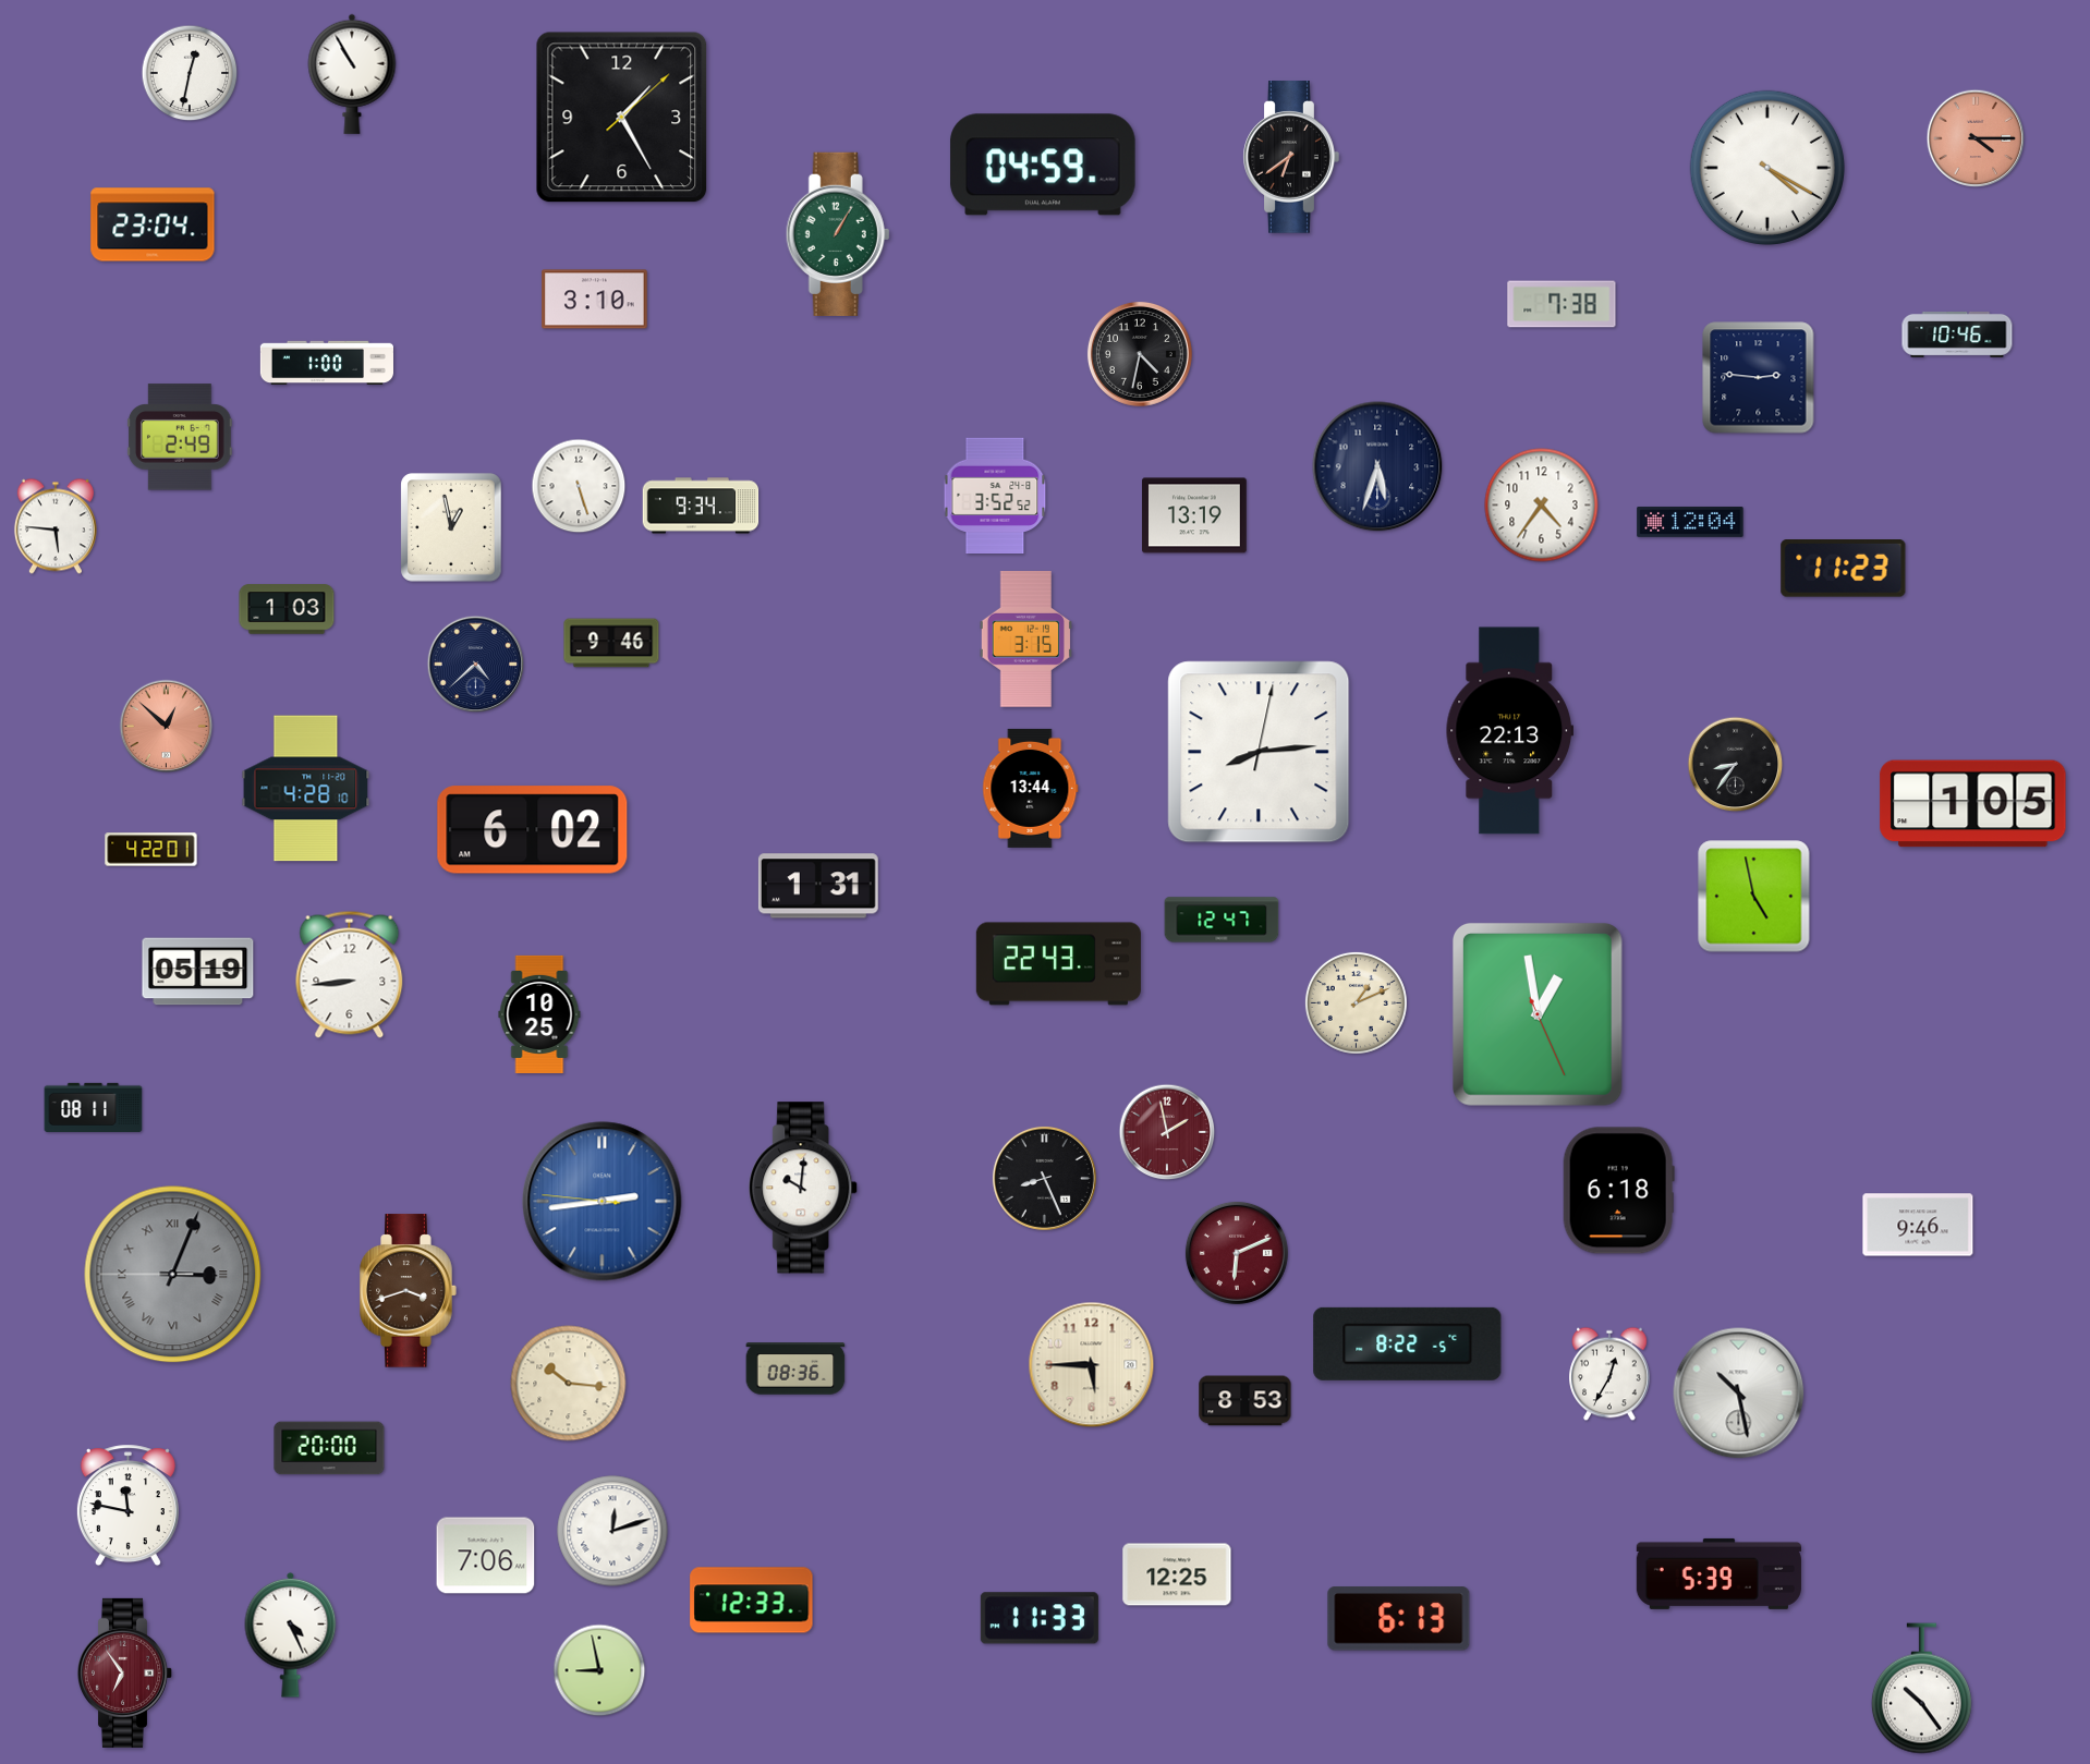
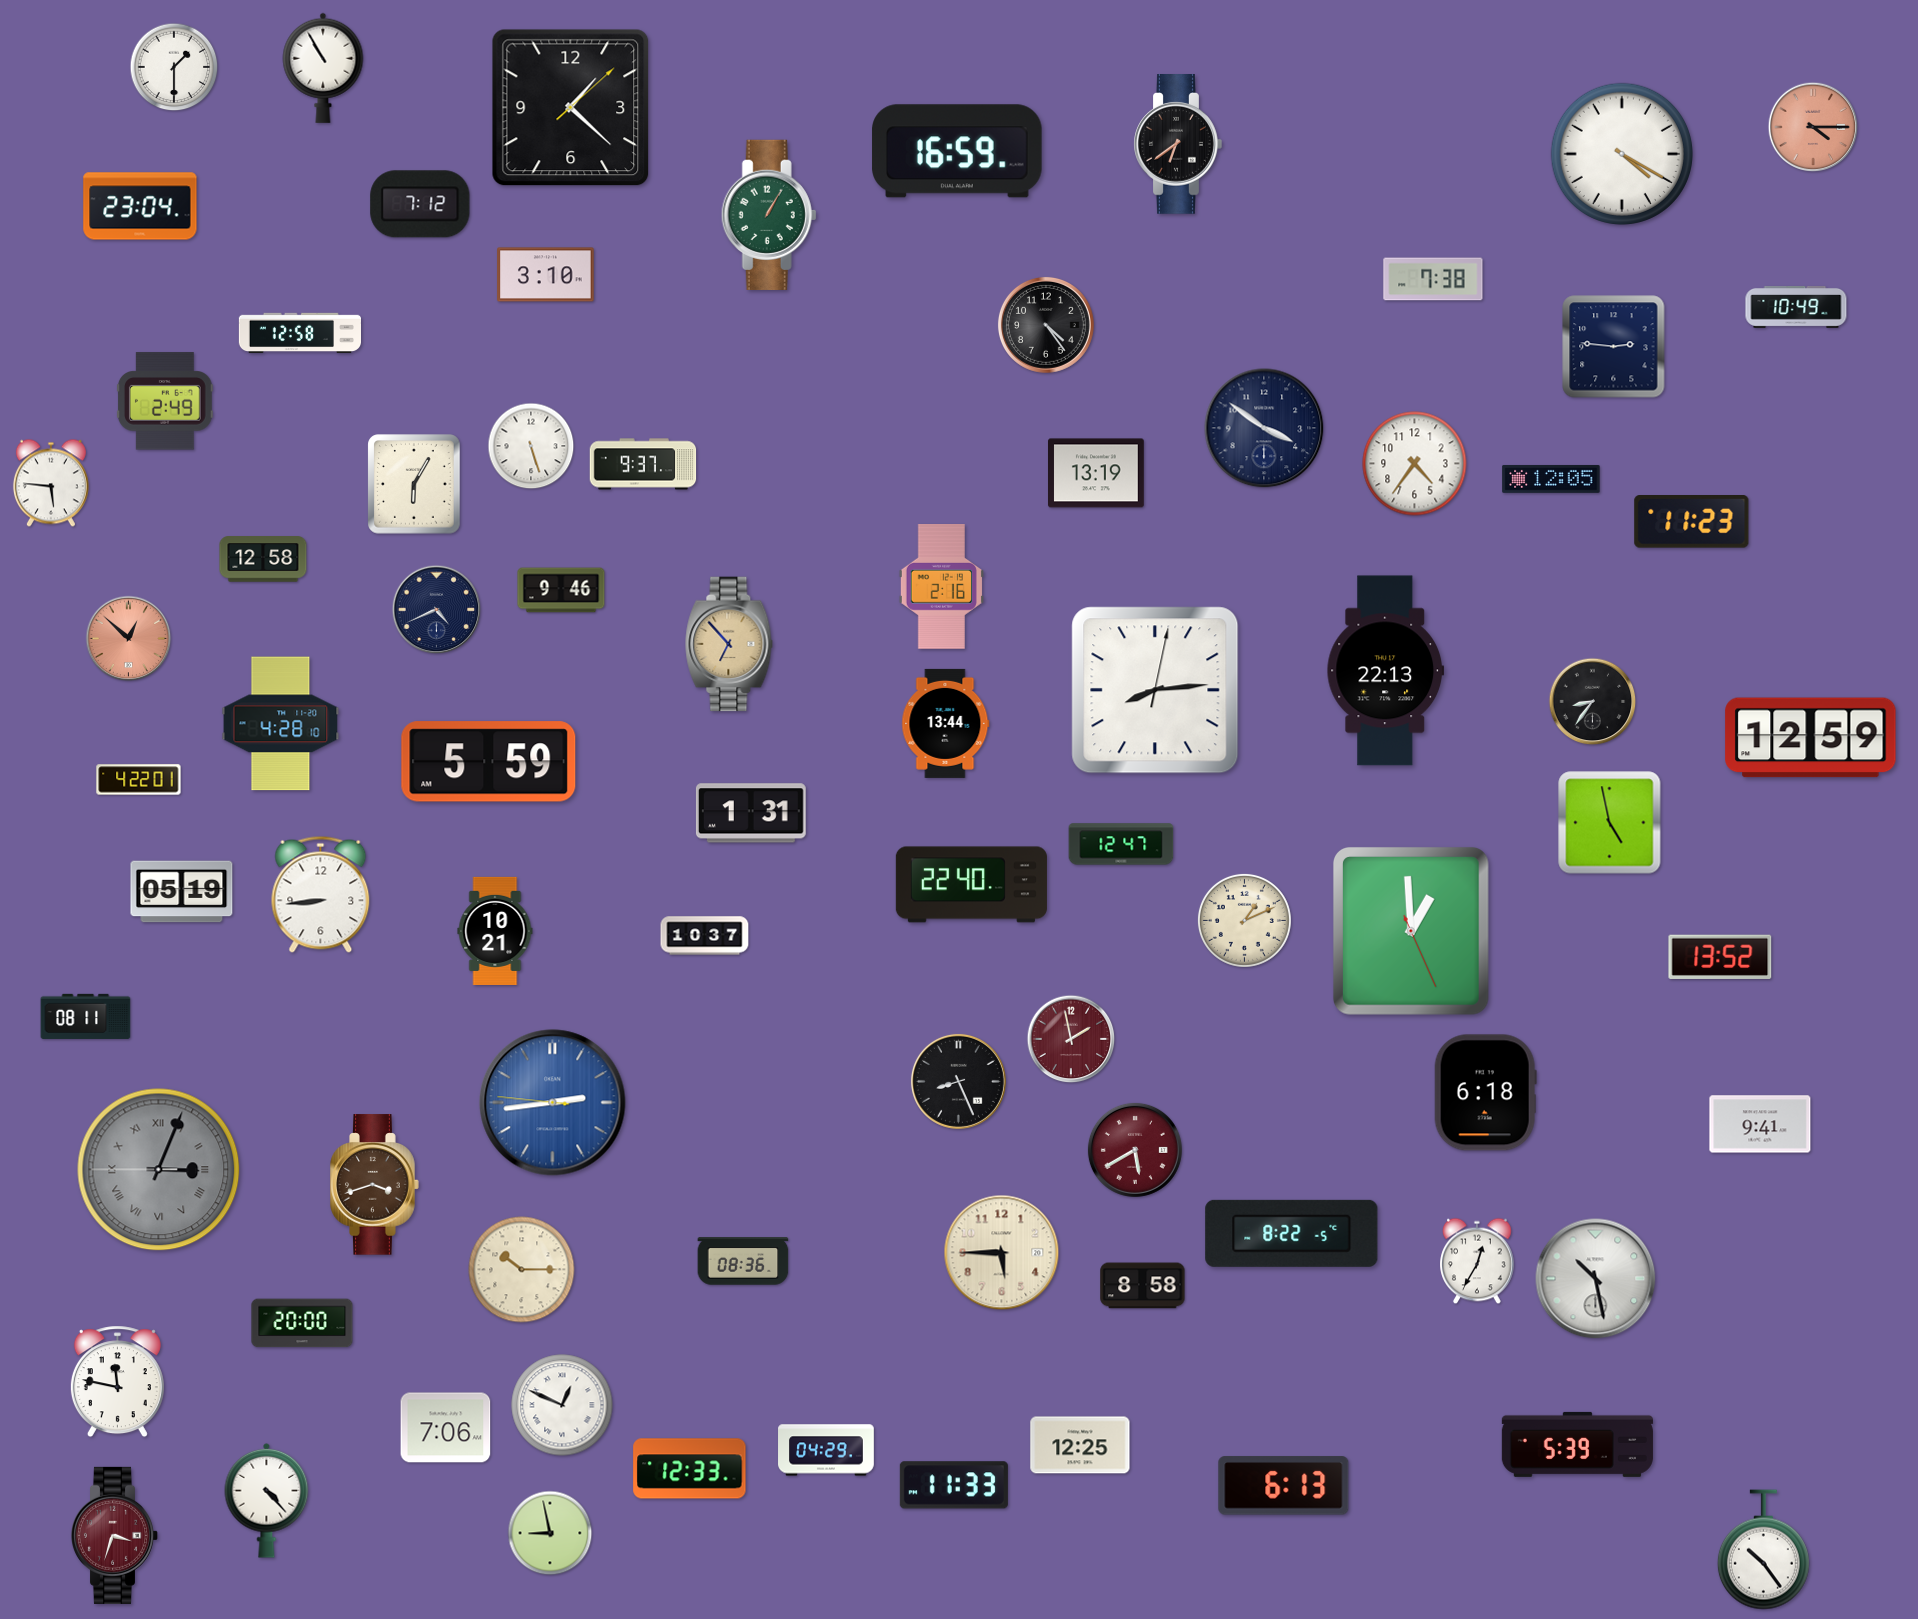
clock at (190, 73): 12:32 -> 1:30
clock at (622, 118): 1:25 -> 1:22
clock at (1291, 157) position: (1291, 157) -> (1178, 144)
clock at (1043, 165): 04:59 -> 16:59
clock at (420, 204): none -> 7:12
clock at (1957, 334): 10:46 -> 10:49
clock at (1140, 354): 4:32 -> 4:24
clock at (326, 363): 1:00 -> 12:58
clock at (1377, 466): 5:33 -> 3:51
clock at (995, 496): 3:52 -> none
clock at (701, 506): 9:34 -> 9:37
clock at (1690, 522): 12:04 -> 12:05
clock at (451, 527): 12:58 -> 6:05
clock at (287, 609): 1:03 -> 12:58
clock at (1025, 640): 3:15 -> 2:16
clock at (476, 665): 4:38 -> 4:41
clock at (729, 644): none -> 6:53
clock at (167, 727) position: (167, 727) -> (129, 639)
clock at (1973, 804): 1:05 -> 12:59
clock at (533, 830): 6:02 -> 5:59
clock at (1058, 964): 22:43 -> 22:40
clock at (539, 1014): 10:25 -> 10:21
clock at (1538, 1015): 12:58 -> 12:59
clock at (705, 936): none -> 10:37
clock at (1720, 957): none -> 13:52
clock at (804, 1188): 10:01 -> none
clock at (1918, 1225): 9:46 -> 9:41
clock at (1237, 1253): 6:11 -> 5:40
clock at (795, 1368) position: (795, 1368) -> (743, 1261)
clock at (569, 1384): 10:16 -> 10:15
clock at (1246, 1401): 8:53 -> 8:58
clock at (329, 1448) position: (329, 1448) -> (302, 1323)
clock at (612, 1531): 12:12 -> 12:49
clock at (826, 1450): none -> 04:29
clock at (291, 1634): 4:26 -> 4:23
clock at (124, 1672): 6:54 -> 3:33
